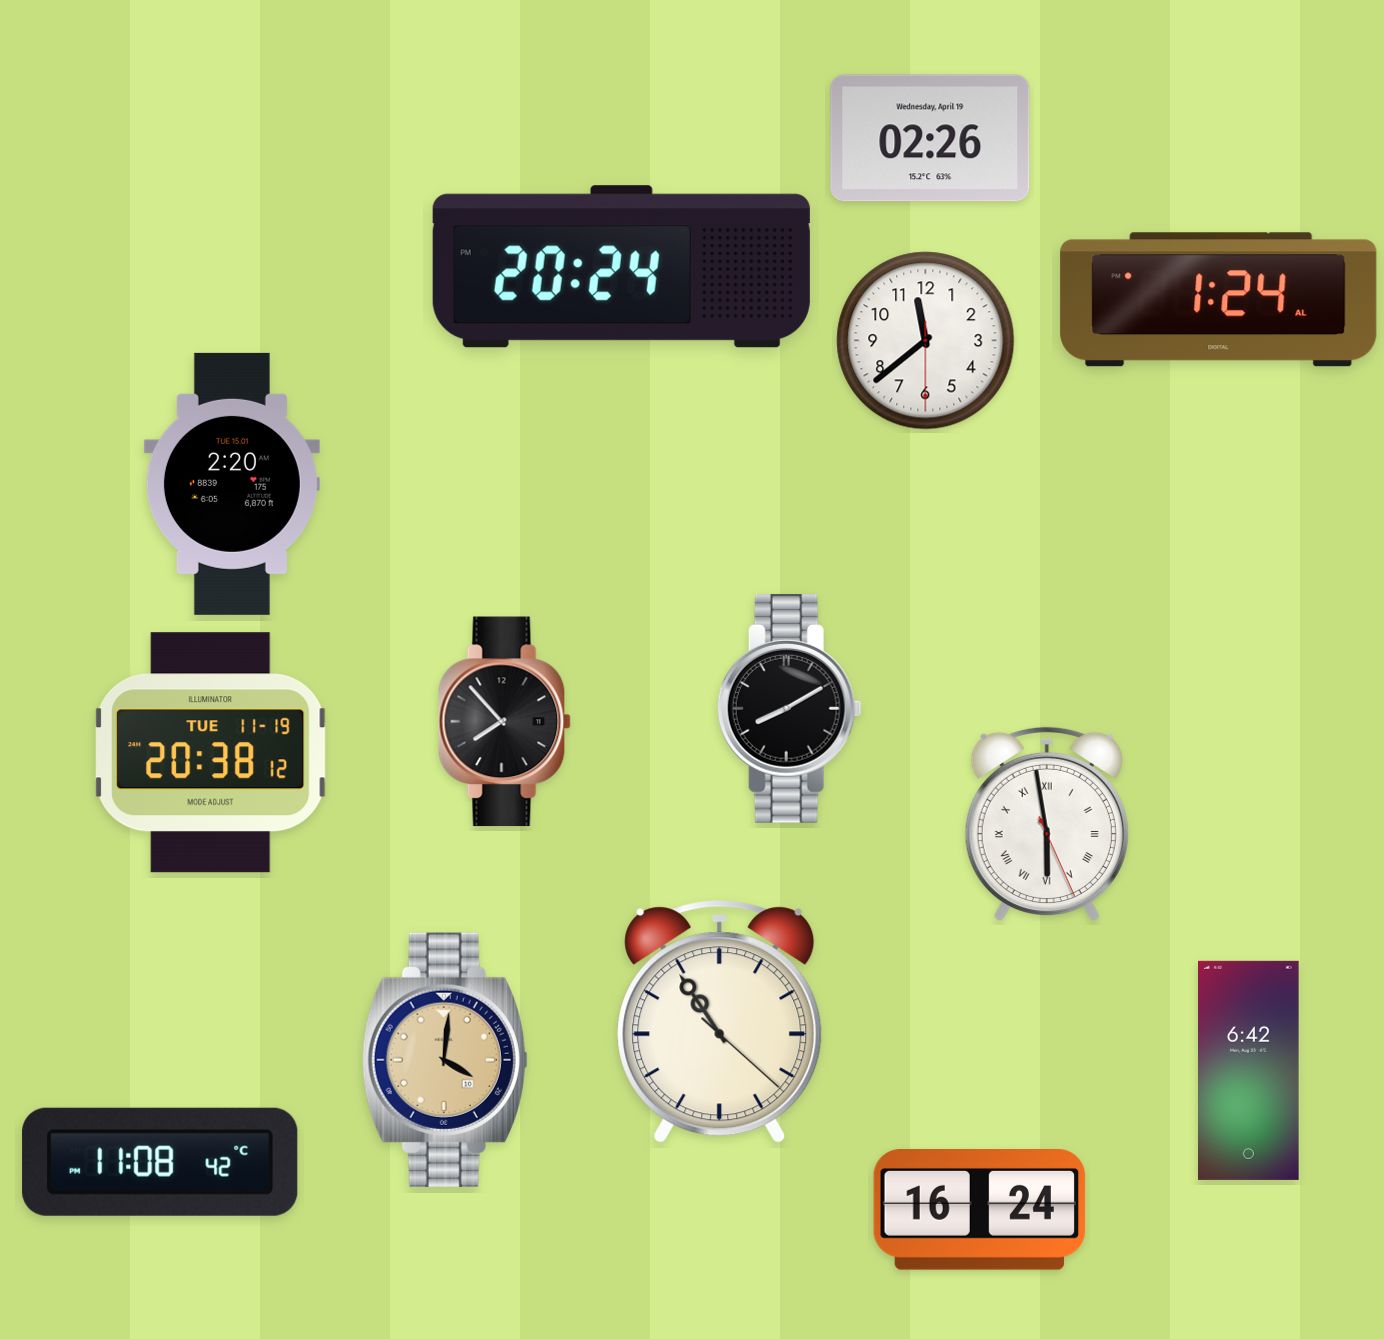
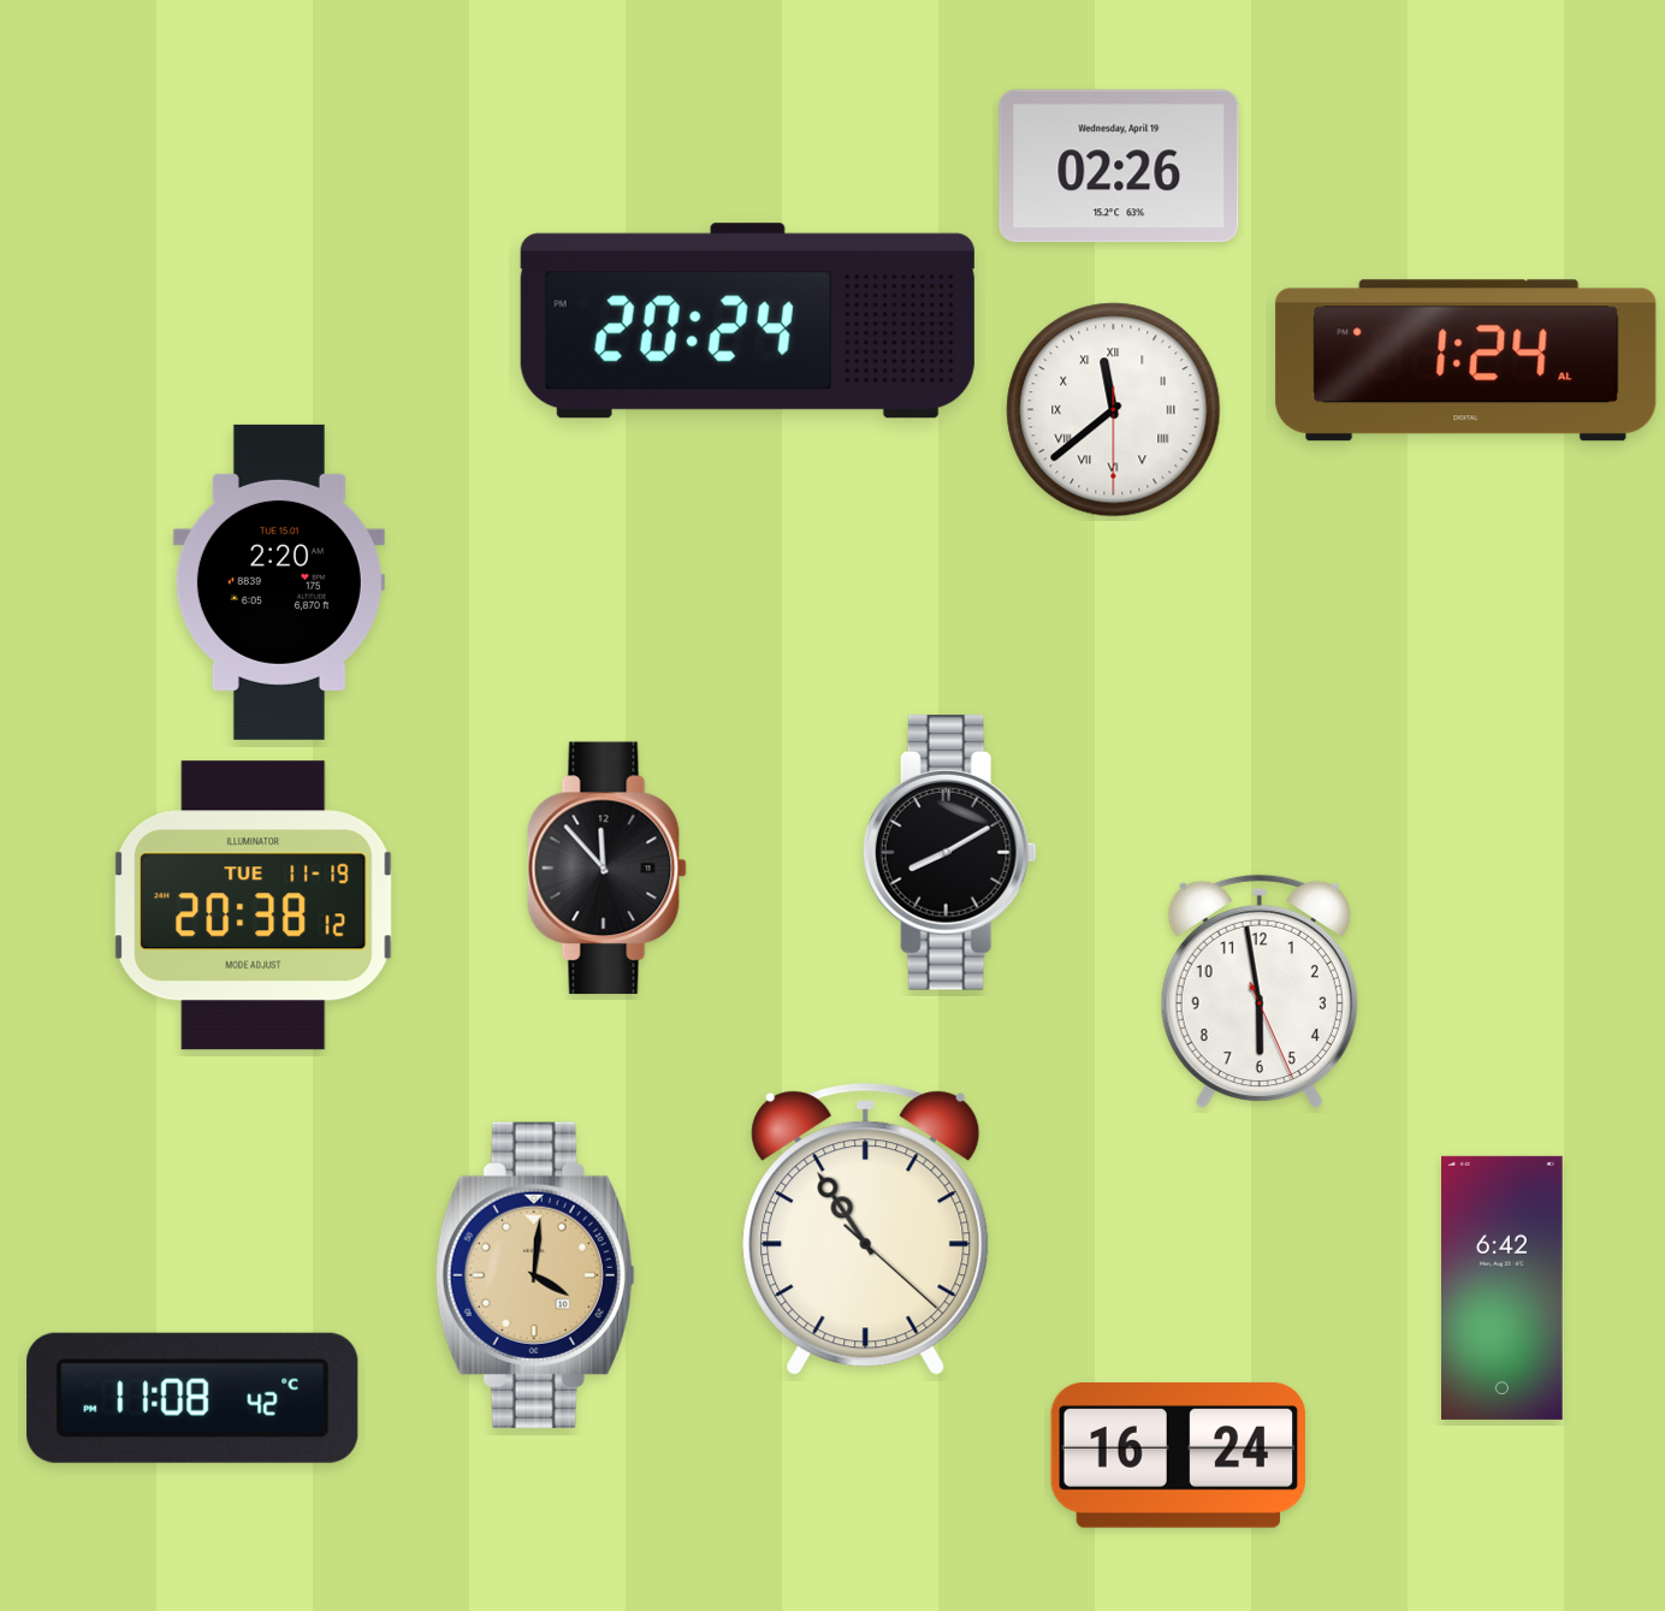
clock at (926, 341) numerals: Arabic -> Roman
clock at (504, 722): 7:53 -> 11:53
clock at (1047, 824) numerals: Roman -> Arabic
